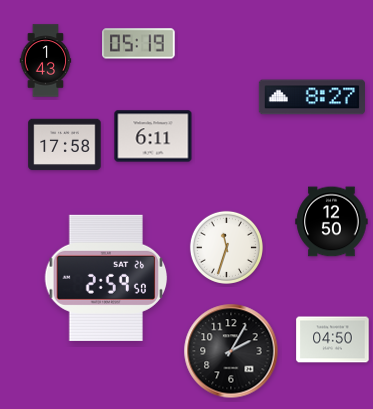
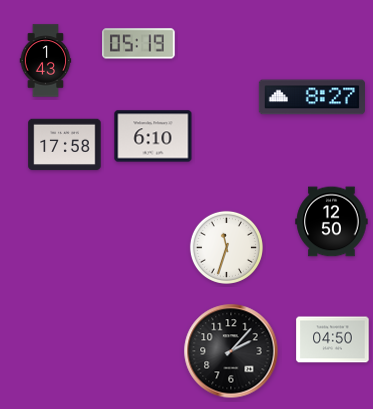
clock at (153, 136): 6:11 -> 6:10
clock at (106, 278): 2:59 -> none
clock at (231, 351): 2:05 -> 2:07
